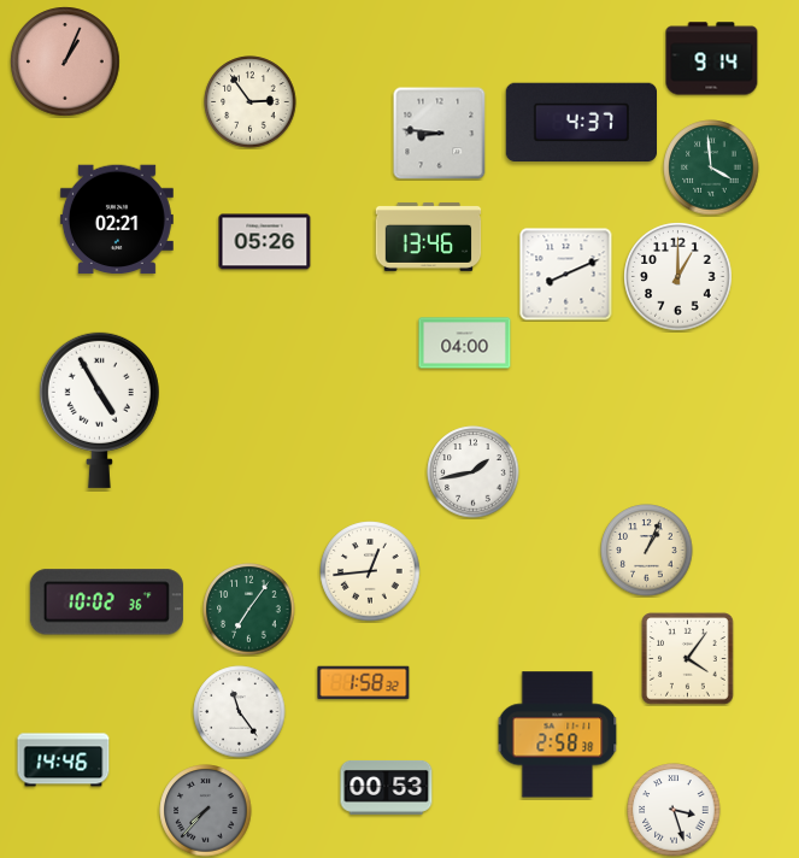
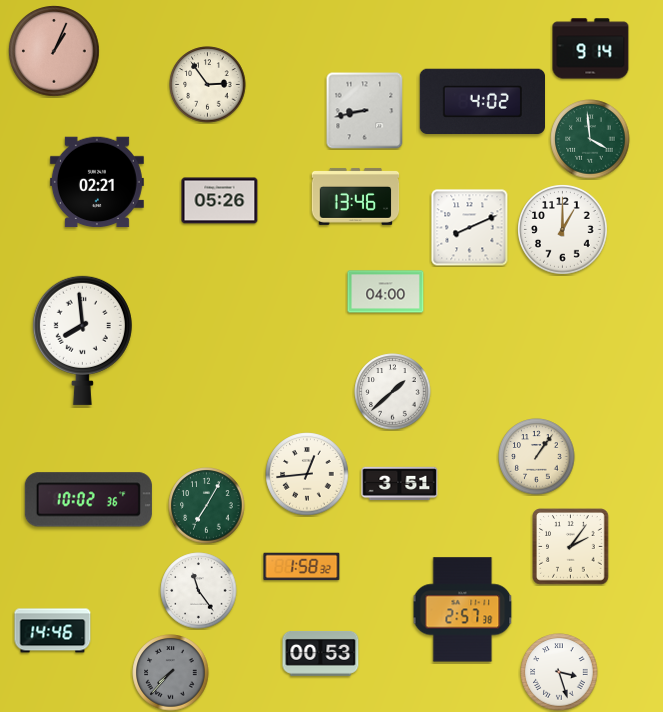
clock at (581, 123): 4:37 -> 4:02
clock at (440, 134): 8:46 -> 8:43
clock at (465, 343) position: (465, 343) -> (386, 292)
clock at (99, 410): 4:55 -> 7:59
clock at (474, 472): 1:43 -> 1:38
clock at (647, 551): 1:04 -> 1:06
clock at (400, 484): none -> 3:51
clock at (249, 610): 7:06 -> 7:05
clock at (688, 659): 4:06 -> 2:06
clock at (558, 735): 2:58 -> 2:57
